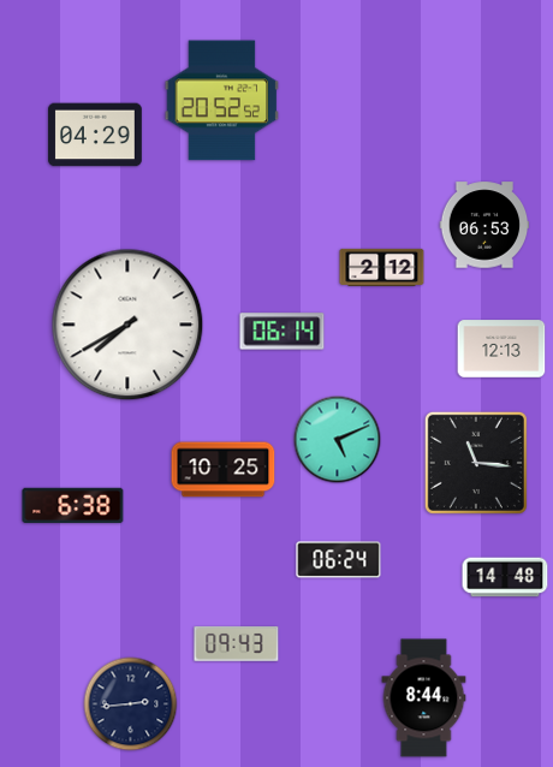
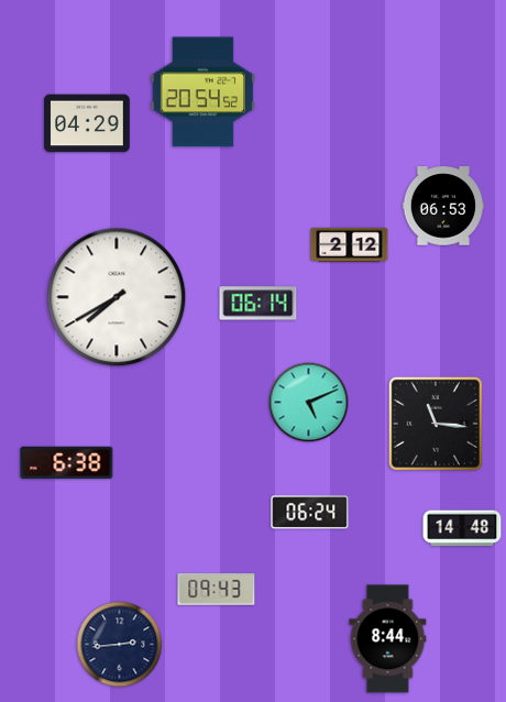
clock at (222, 101): 20:52 -> 20:54
clock at (501, 349): 12:13 -> none
clock at (224, 470): 10:25 -> none
